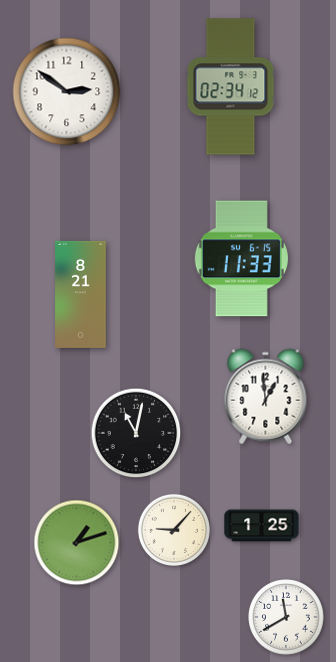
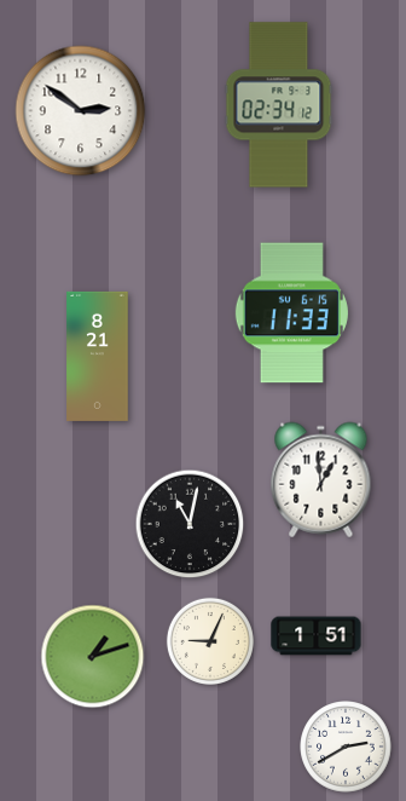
clock at (136, 433) position: (136, 433) -> (190, 524)
clock at (262, 526): 1:25 -> 1:51
clock at (174, 530): 9:07 -> 9:04
clock at (286, 617): 11:40 -> 2:40
